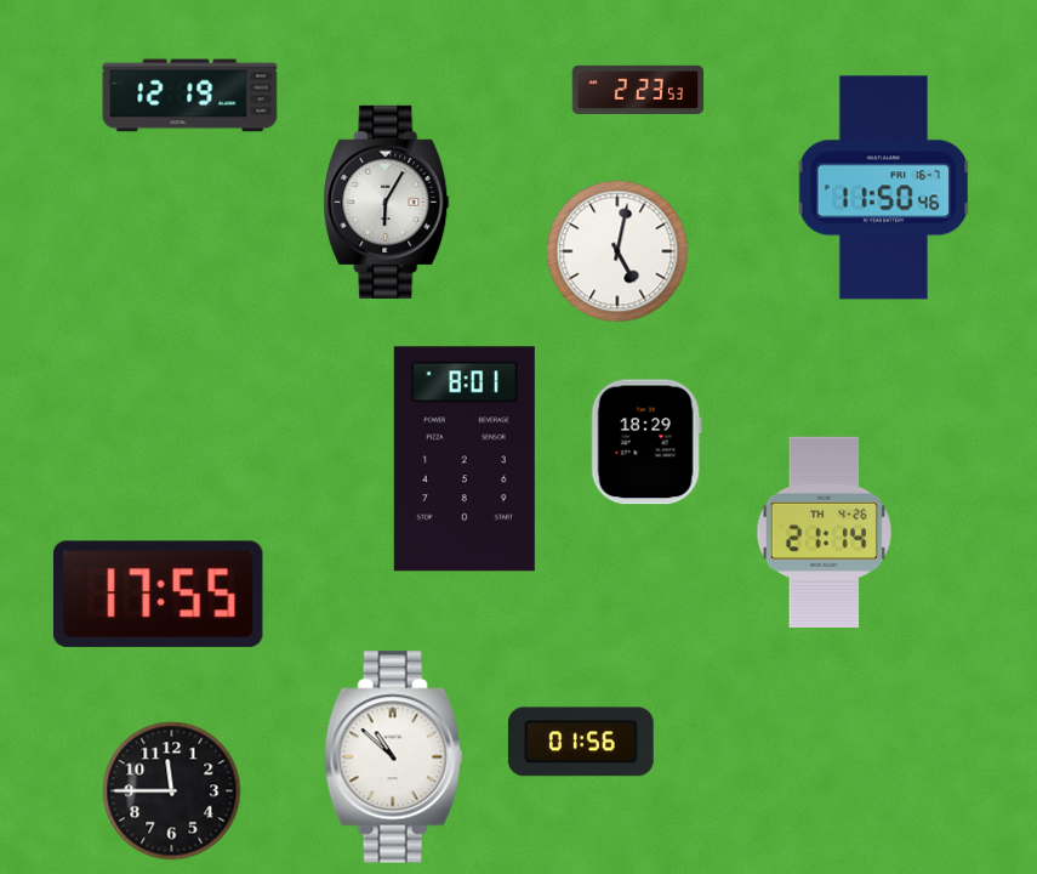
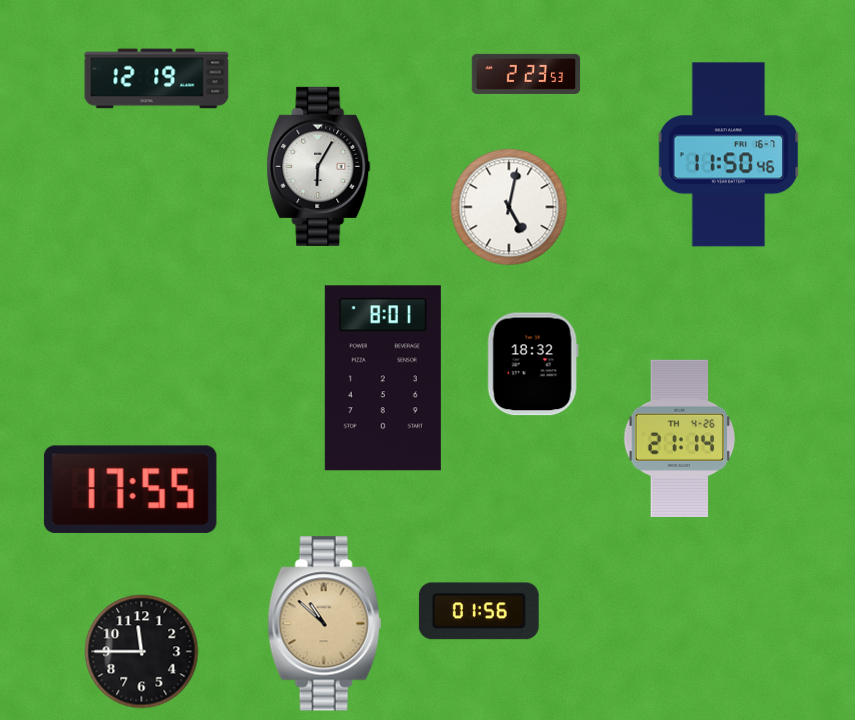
clock at (646, 442): 18:29 -> 18:32
clock at (394, 757) dial: white -> champagne
